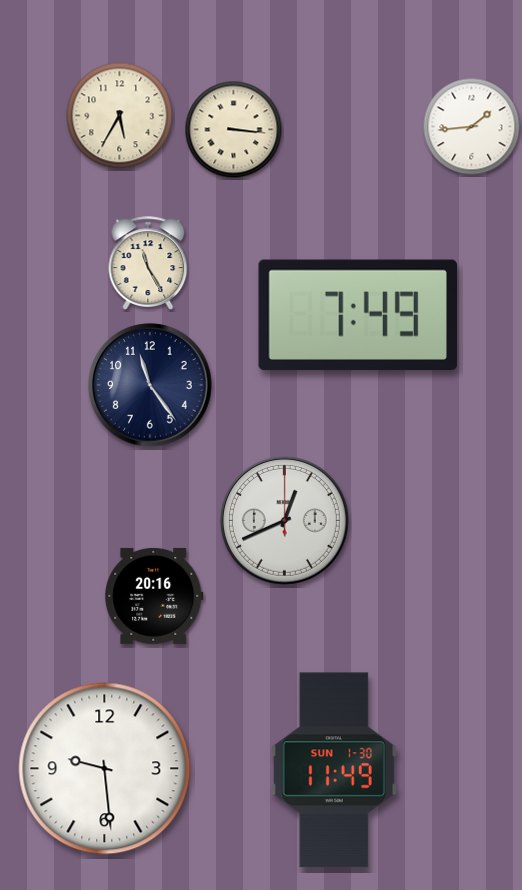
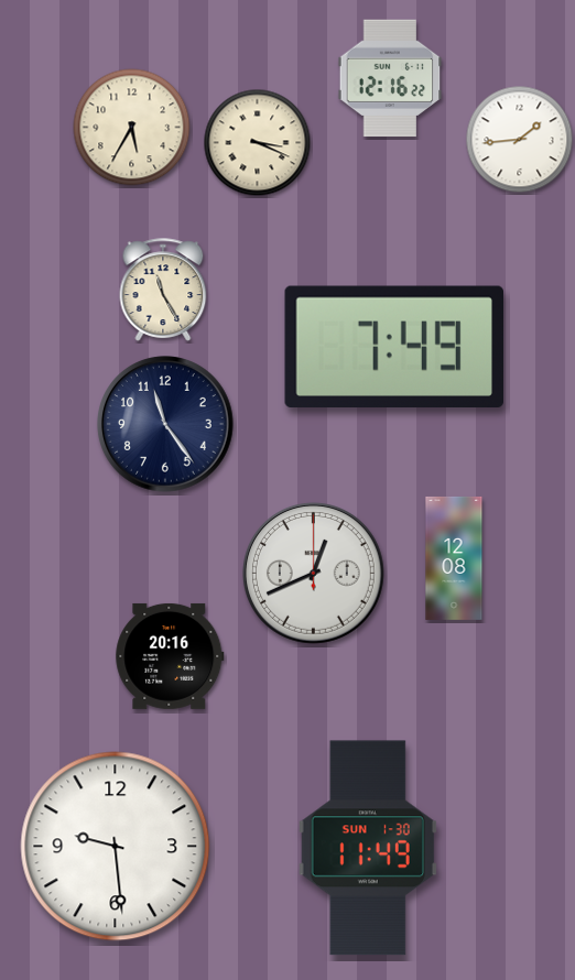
clock at (390, 78): none -> 12:16
clock at (234, 130): 3:16 -> 3:19
clock at (454, 558): none -> 12:08
